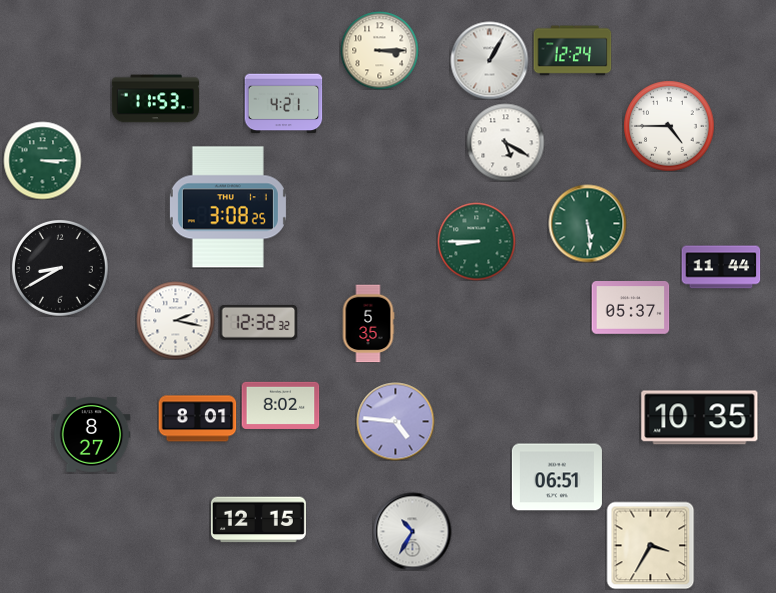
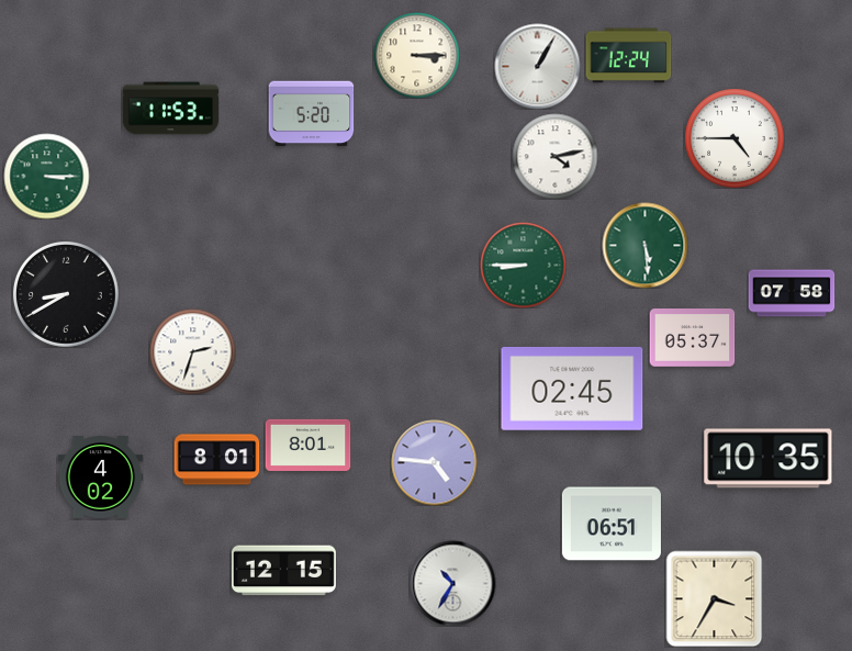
clock at (283, 104): 4:21 -> 5:20
clock at (505, 142): 5:20 -> 4:13
clock at (228, 207): 3:08 -> none
clock at (721, 267): 11:44 -> 07:58
clock at (175, 320): 2:17 -> 2:33
clock at (258, 322): 12:32 -> none
clock at (368, 323): 5:35 -> none
clock at (572, 389): none -> 02:45
clock at (280, 405): 8:02 -> 8:01
clock at (91, 435): 8:27 -> 4:02
